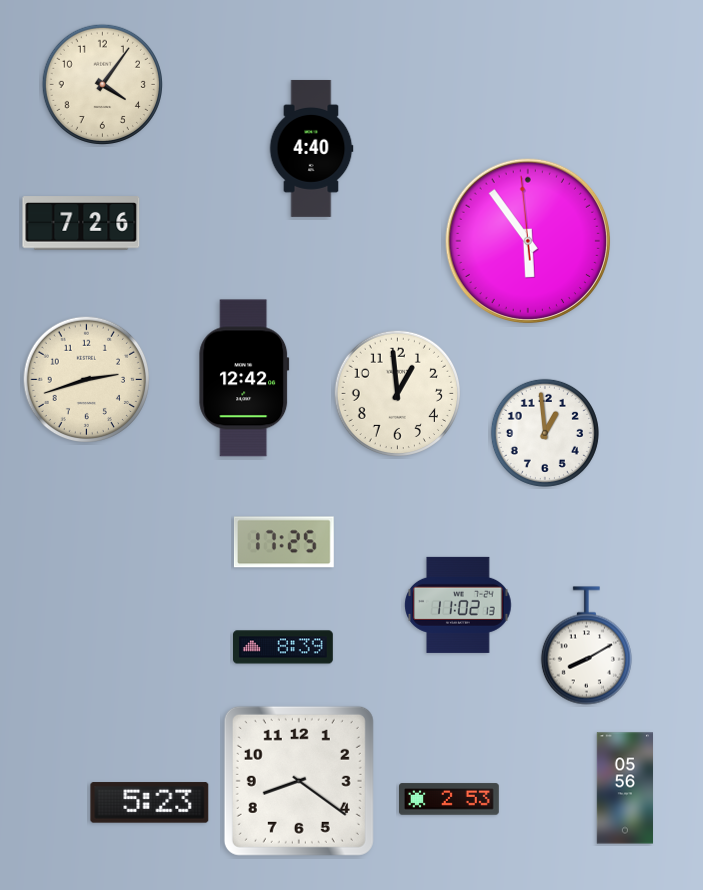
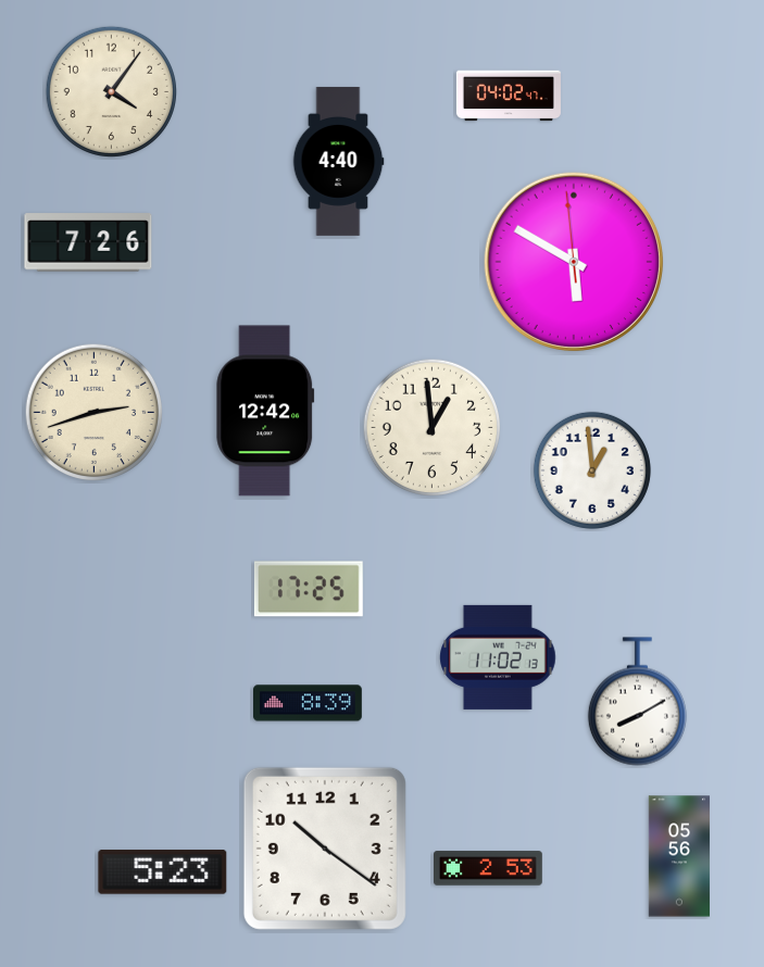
clock at (509, 96): none -> 04:02
clock at (527, 240): 5:53 -> 5:49
clock at (299, 781): 8:21 -> 10:21
